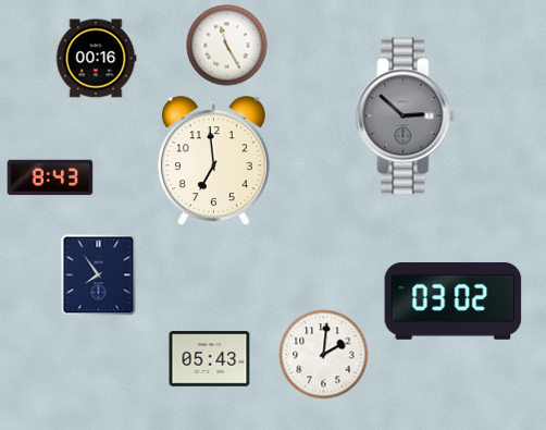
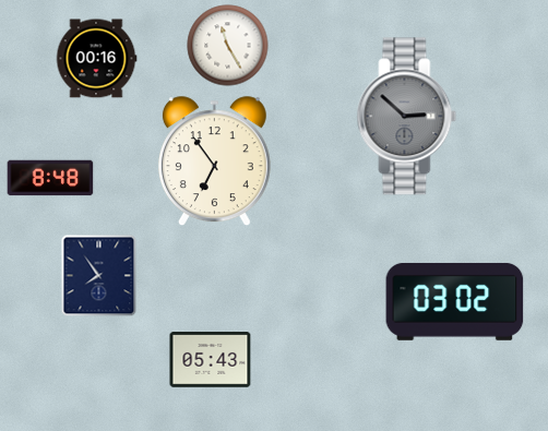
clock at (213, 161): 6:59 -> 6:54
clock at (50, 177): 8:43 -> 8:48
clock at (324, 355): 2:01 -> none
